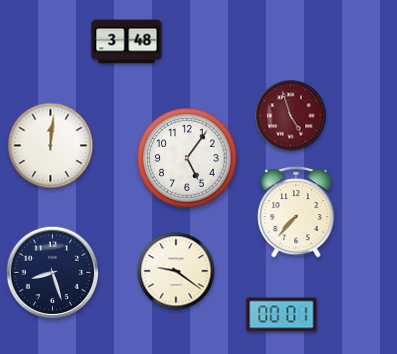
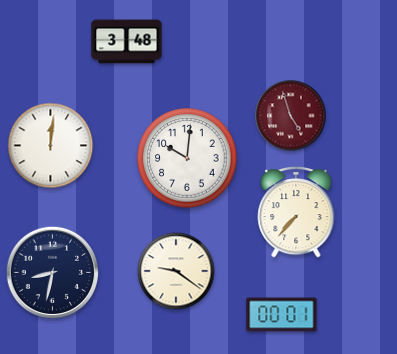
clock at (187, 158): 5:06 -> 10:01
clock at (53, 273): 8:27 -> 8:32
